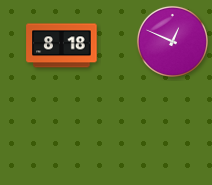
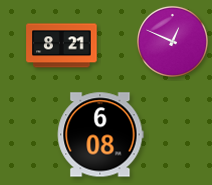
clock at (62, 46): 8:18 -> 8:21
clock at (100, 135): none -> 6:08
